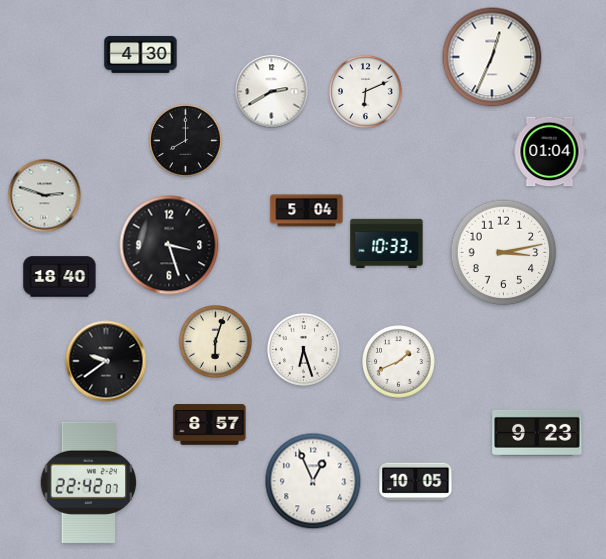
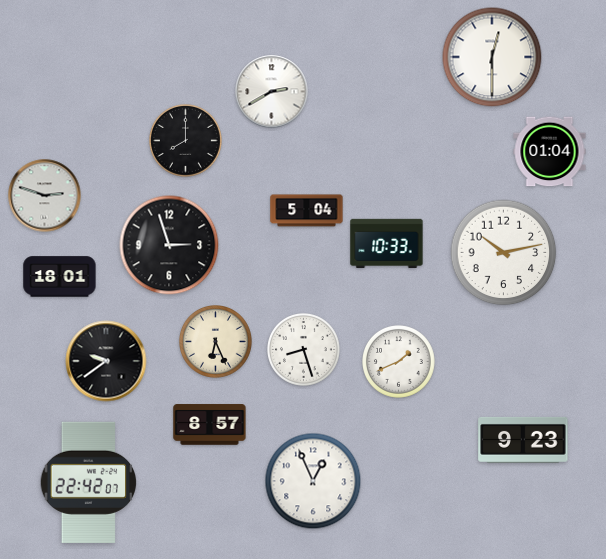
clock at (141, 54): 4:30 -> none
clock at (492, 57): 12:34 -> 12:30
clock at (366, 92): 6:11 -> none
clock at (169, 245): 3:27 -> 2:57
clock at (504, 253): 3:13 -> 10:13
clock at (60, 277): 18:40 -> 18:01
clock at (216, 342): 6:03 -> 6:26
clock at (304, 350): 6:27 -> 8:27
clock at (537, 433) position: (537, 433) -> (523, 440)
clock at (416, 482): 10:05 -> none
